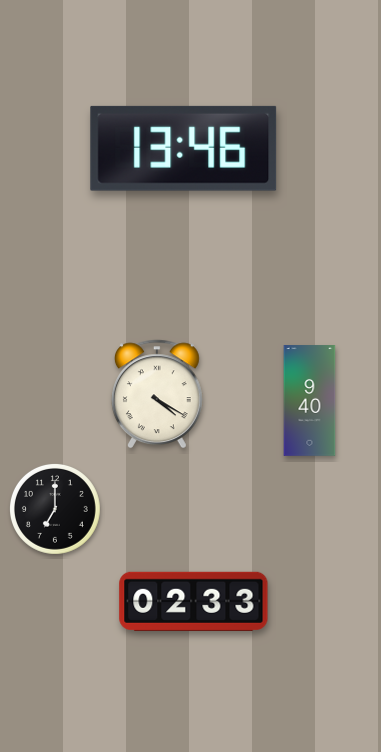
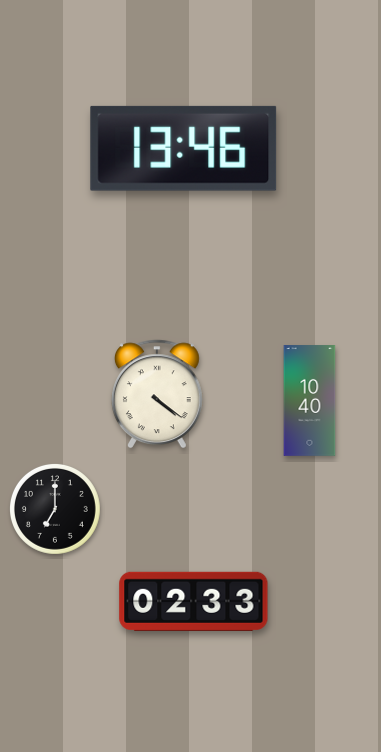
clock at (157, 394): 4:20 -> 4:21
clock at (310, 401): 9:40 -> 10:40
